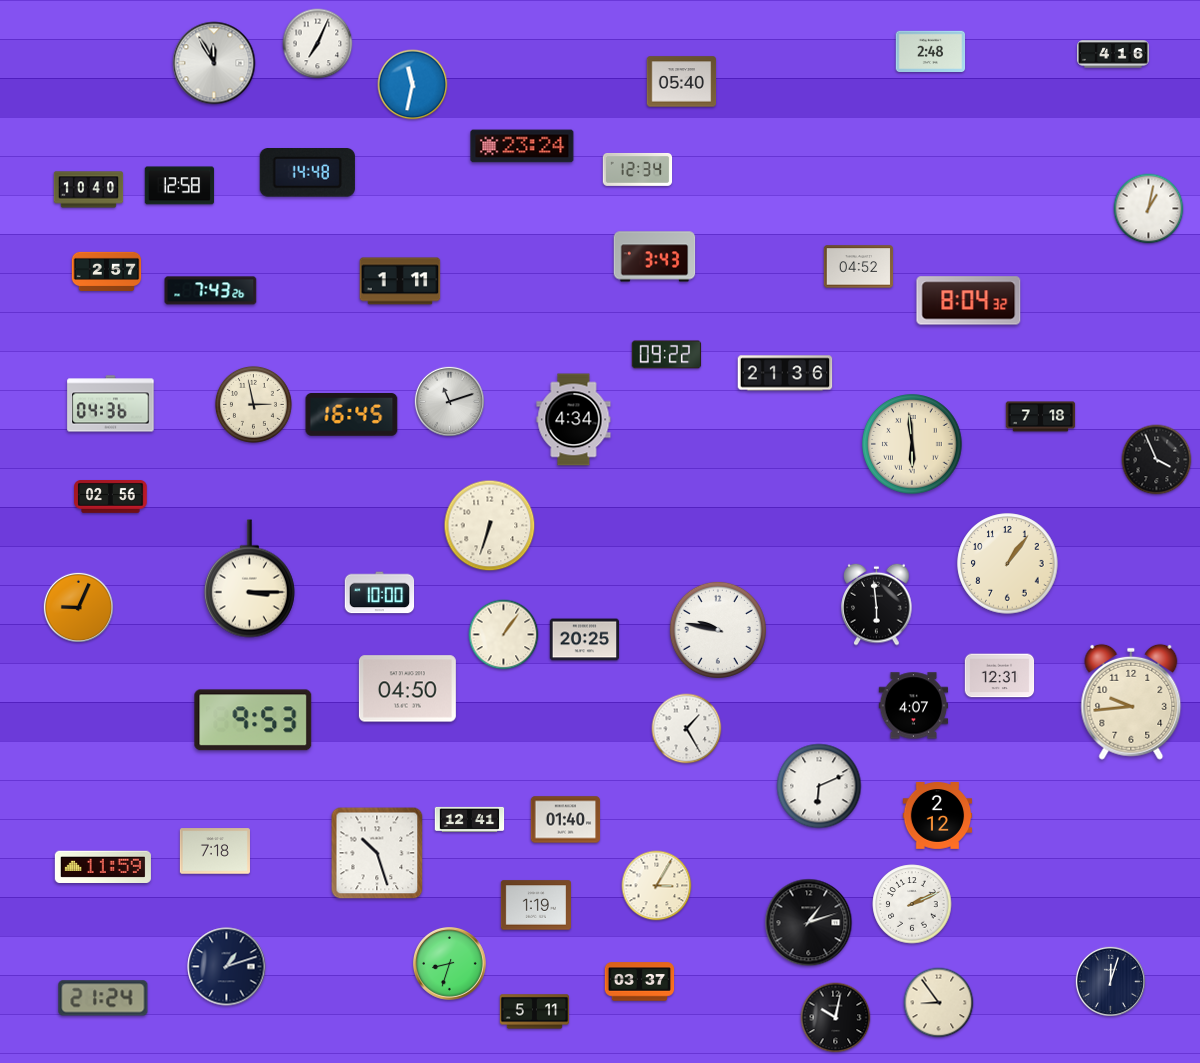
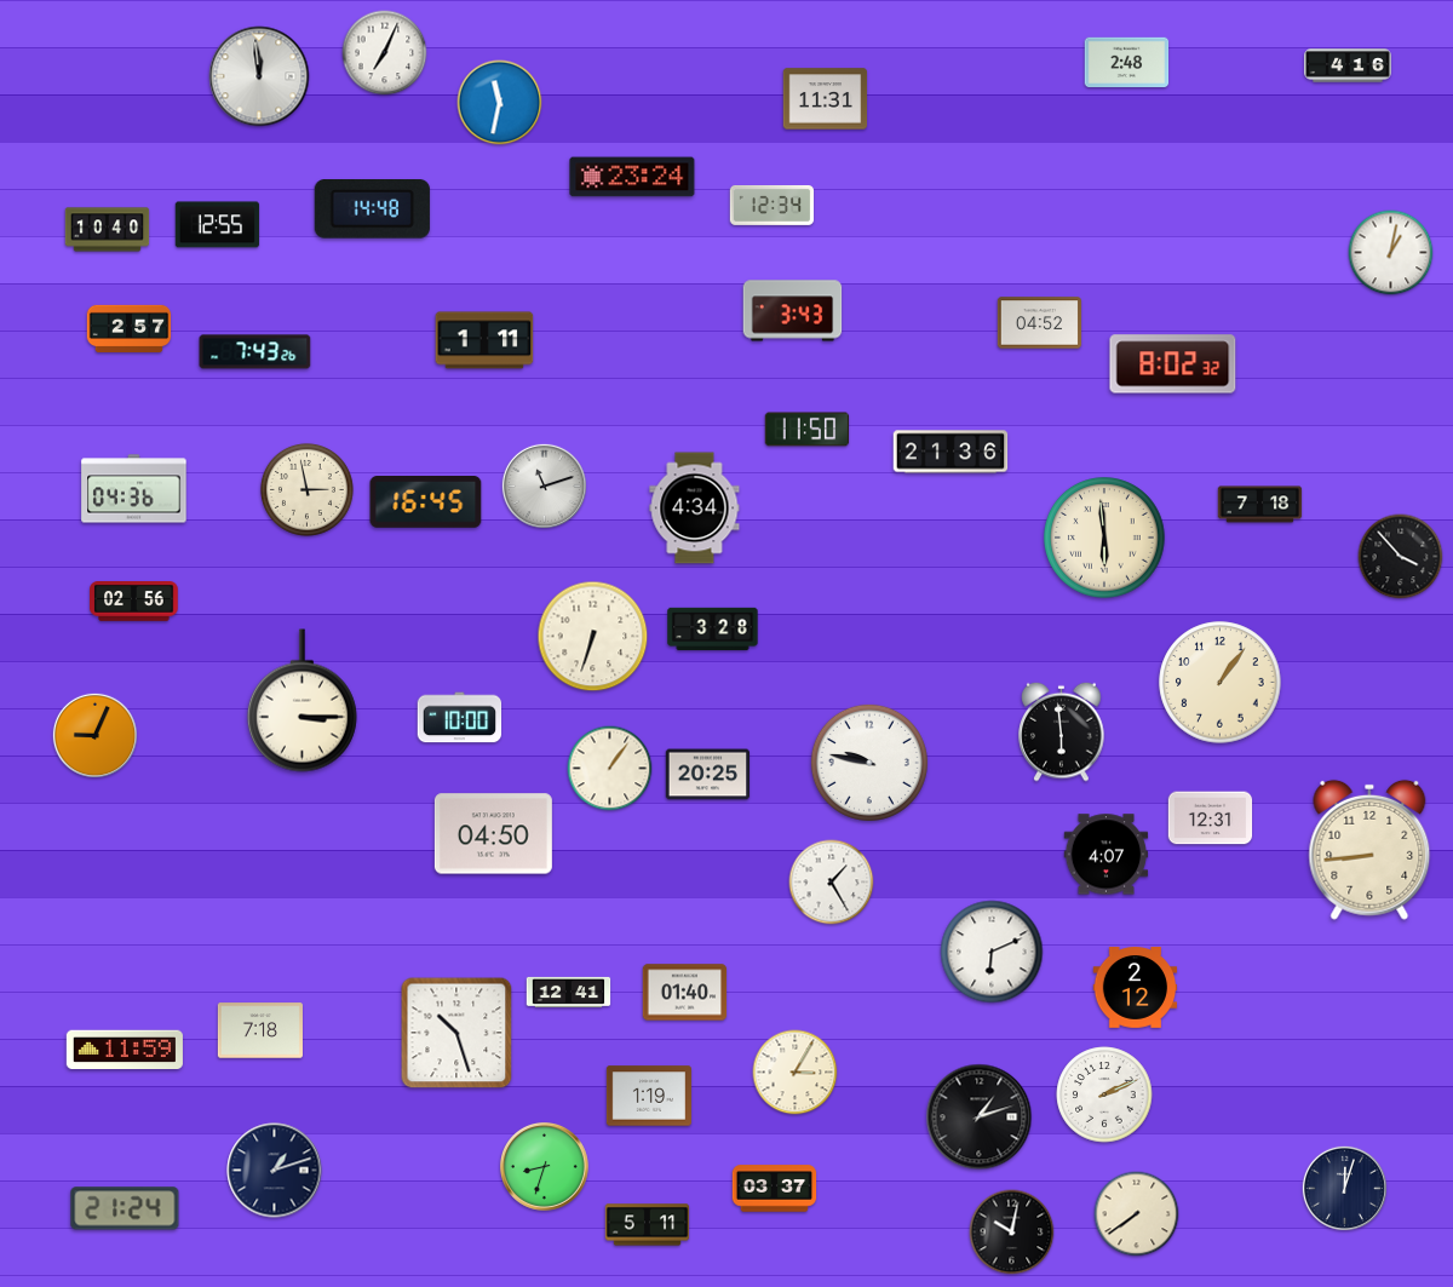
clock at (214, 63): 11:55 -> 11:59
clock at (682, 82): 05:40 -> 11:31
clock at (180, 186): 12:58 -> 12:55
clock at (969, 301): 8:04 -> 8:02
clock at (667, 355): 09:22 -> 11:50
clock at (1157, 460): 3:56 -> 3:53
clock at (713, 630): none -> 3:28
clock at (1131, 702): 9:44 -> 8:44
clock at (253, 720): 9:53 -> none
clock at (939, 1003): 8:54 -> 7:39
